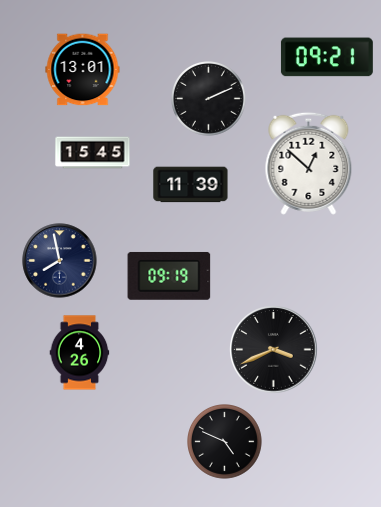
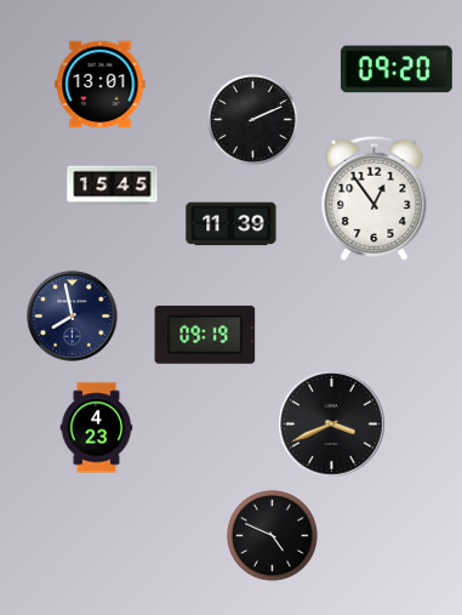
clock at (327, 57): 09:21 -> 09:20
clock at (309, 163): 12:52 -> 12:54
clock at (80, 353): 4:26 -> 4:23
